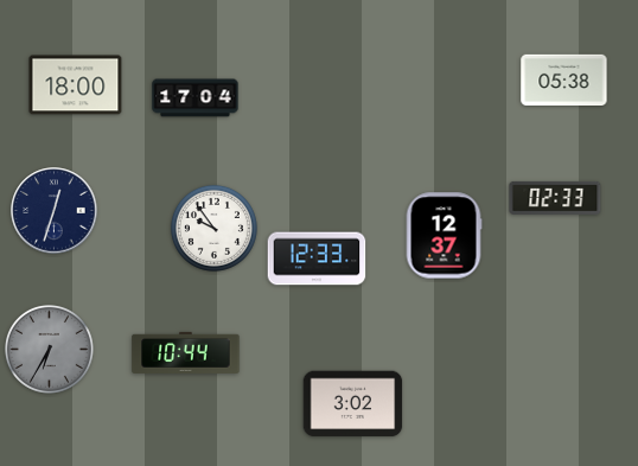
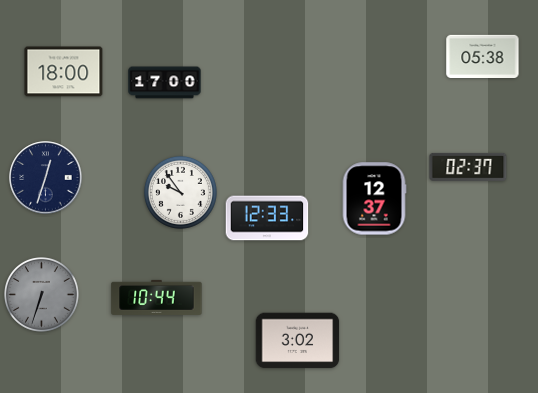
clock at (564, 79) position: (564, 79) -> (483, 56)
clock at (196, 98): 17:04 -> 17:00
clock at (555, 198): 02:33 -> 02:37
clock at (50, 350): 6:35 -> 6:33
